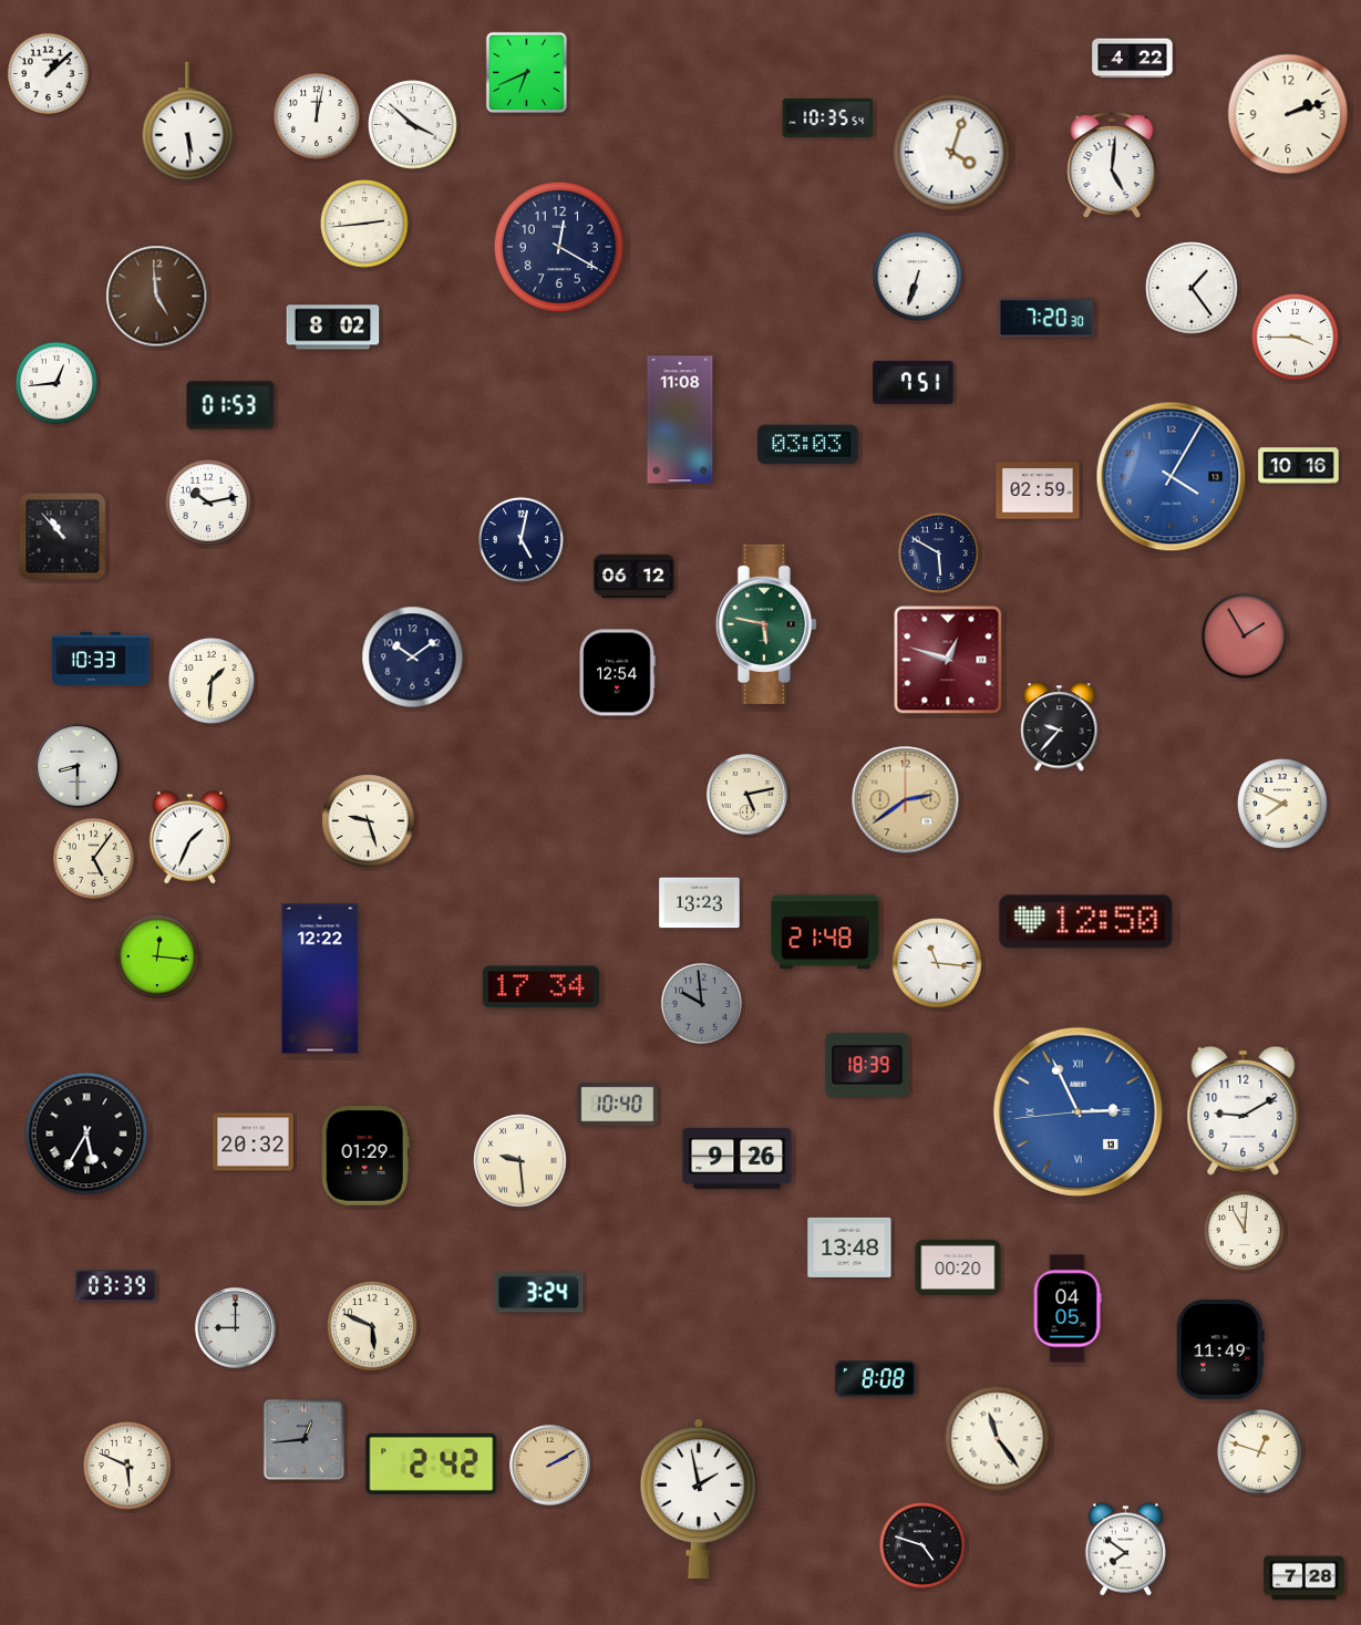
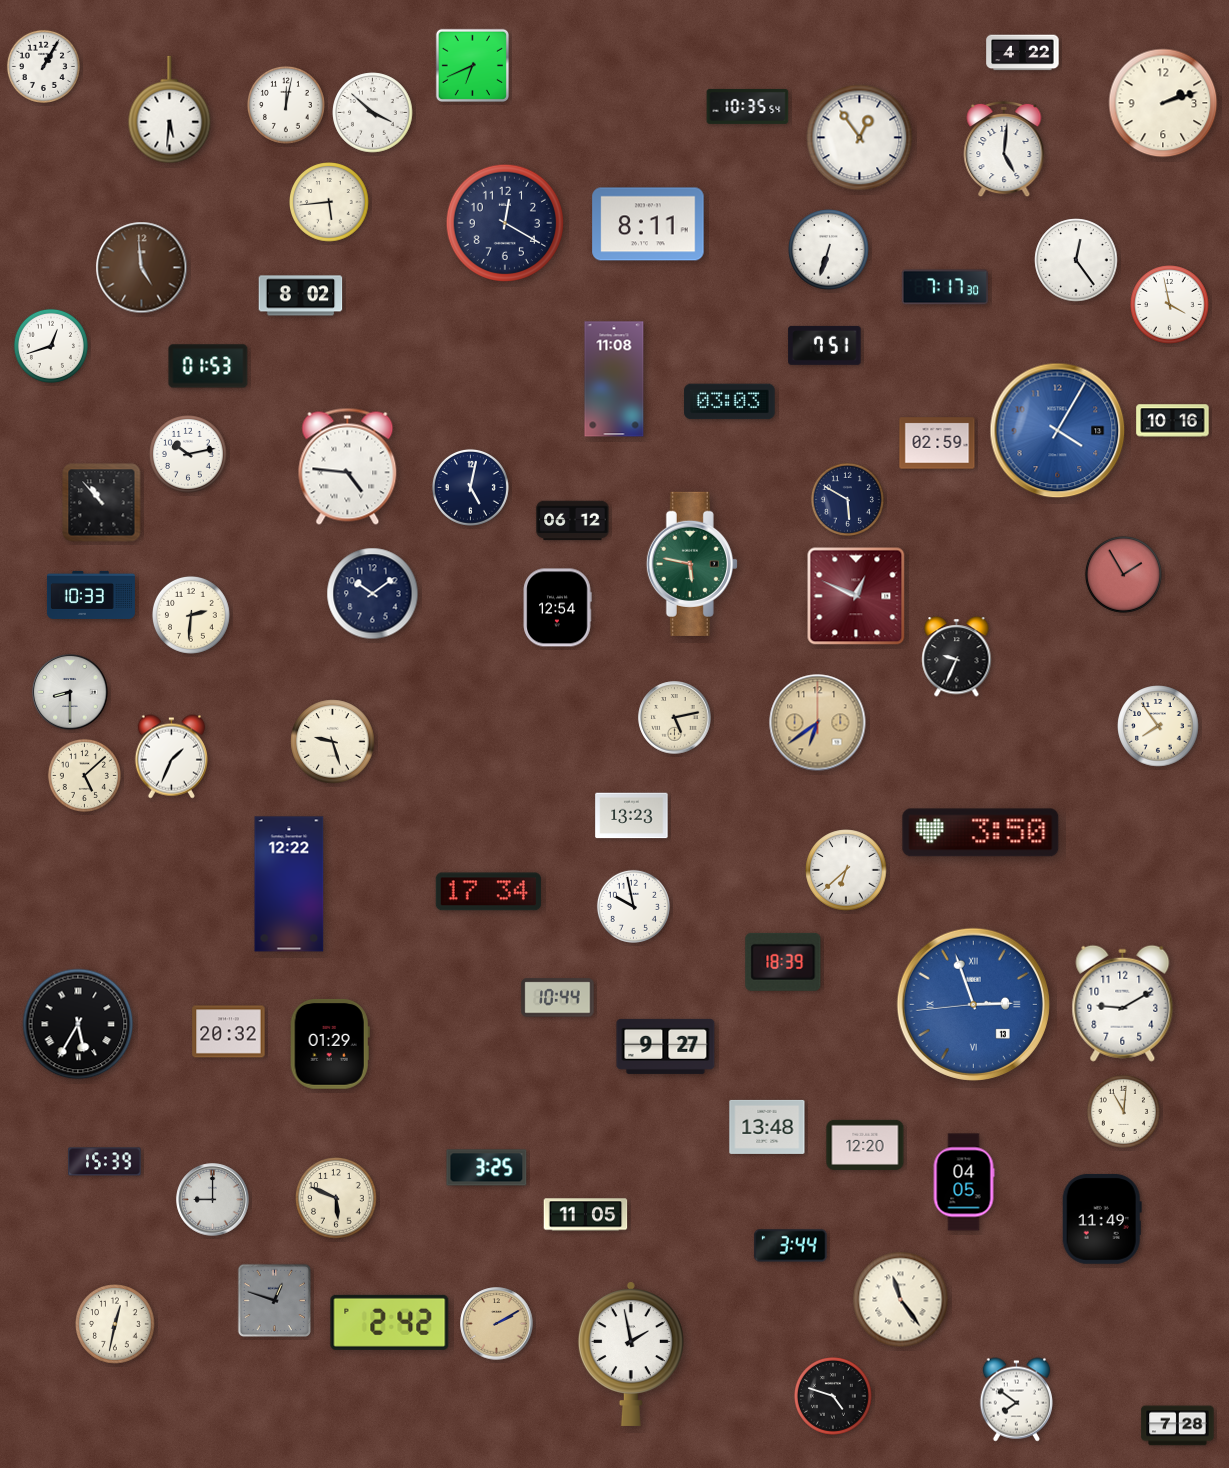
clock at (526, 72) position: (526, 72) -> (472, 65)
clock at (48, 73): 1:08 -> 1:05
clock at (188, 122): 5:29 -> 5:31
clock at (952, 153): 4:03 -> 12:54
clock at (365, 225): 2:44 -> 5:44
clock at (648, 224): none -> 8:11
clock at (1192, 288): 1:24 -> 12:24
clock at (1046, 318): 7:20 -> 7:17
clock at (1296, 338): 3:45 -> 3:58
clock at (56, 383): 12:44 -> 12:42
clock at (348, 466): none -> 4:46
clock at (63, 537) position: (63, 537) -> (102, 503)
clock at (948, 660): 12:48 -> 12:49
clock at (212, 681): 1:31 -> 2:31
clock at (1060, 727): 9:37 -> 9:34
clock at (906, 800): 2:39 -> 6:39
clock at (1282, 804): 7:49 -> 7:54
clock at (93, 858): 5:06 -> 5:08
clock at (1086, 922): 12:50 -> 3:50
clock at (825, 932): 21:48 -> none
clock at (157, 956): 12:16 -> none
clock at (937, 963): 11:16 -> 6:38
clock at (701, 1003): 9:59 -> 9:58
clock at (701, 1003) dial: grey -> white
clock at (618, 1105): 10:40 -> 10:44
clock at (1078, 1111): 2:55 -> 2:56
clock at (738, 1158): 9:26 -> 9:27
clock at (520, 1161): 9:29 -> none
clock at (958, 1267): 00:20 -> 12:20
clock at (116, 1286): 03:39 -> 15:39
clock at (539, 1293): 3:24 -> 3:25
clock at (586, 1215): none -> 11:05
clock at (876, 1379): 8:08 -> 3:44
clock at (305, 1440): 12:44 -> 12:48
clock at (1259, 1451): 12:48 -> none
clock at (128, 1467): 5:49 -> 12:32
